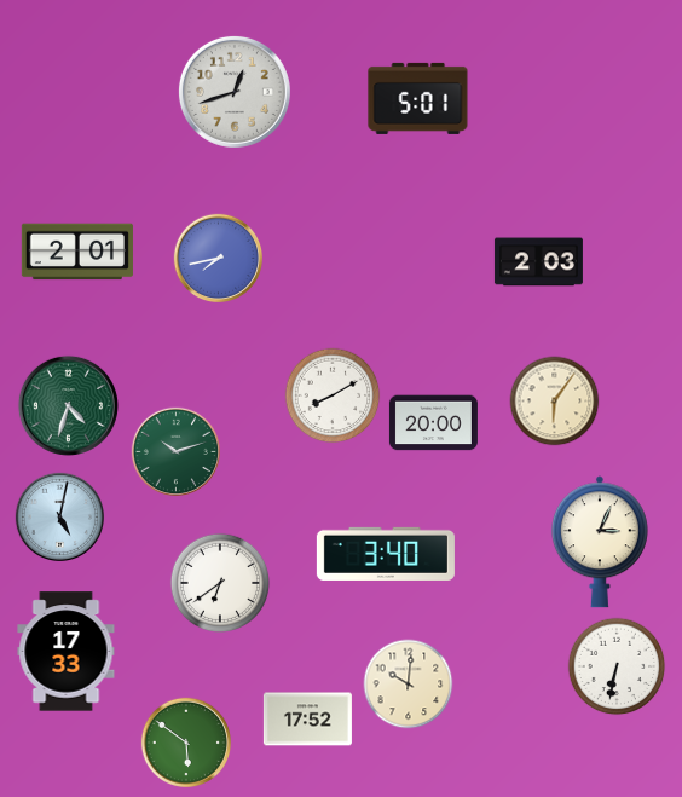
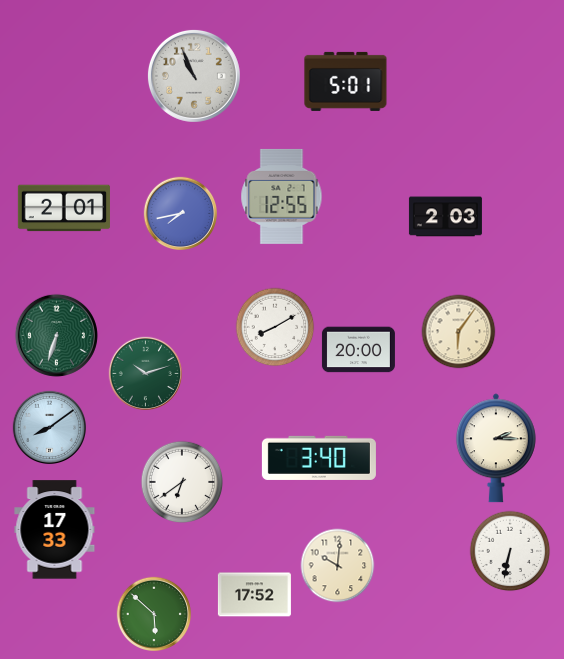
clock at (235, 92): 12:42 -> 10:56
clock at (282, 196): none -> 12:55
clock at (68, 405): 4:33 -> 6:33
clock at (59, 516): 5:02 -> 8:09
clock at (600, 542): 3:04 -> 2:15
clock at (67, 652) position: (67, 652) -> (55, 530)
clock at (185, 741): 5:51 -> 5:52
